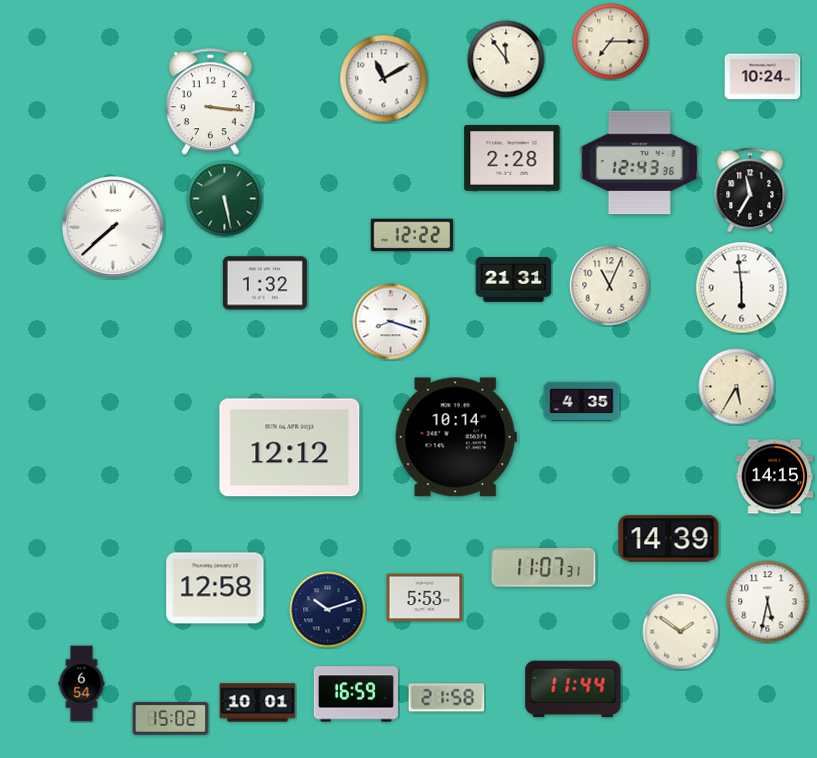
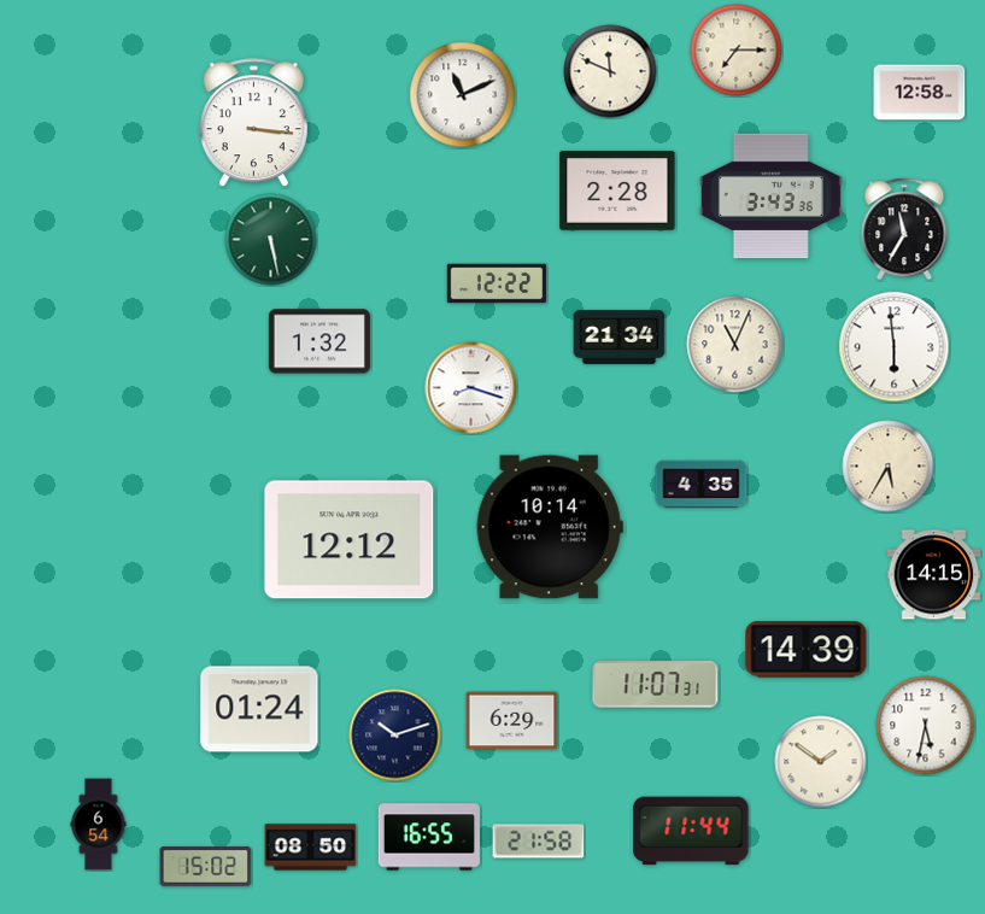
clock at (506, 59): 11:54 -> 11:49
clock at (763, 77): 10:24 -> 12:58
clock at (384, 79): 11:10 -> 11:11
clock at (639, 163): 12:43 -> 3:43
clock at (113, 227): 7:38 -> none
clock at (514, 279): 21:31 -> 21:34
clock at (215, 588): 12:58 -> 01:24
clock at (425, 598): 5:53 -> 6:29
clock at (356, 694): 16:59 -> 16:55
clock at (258, 703): 10:01 -> 08:50
